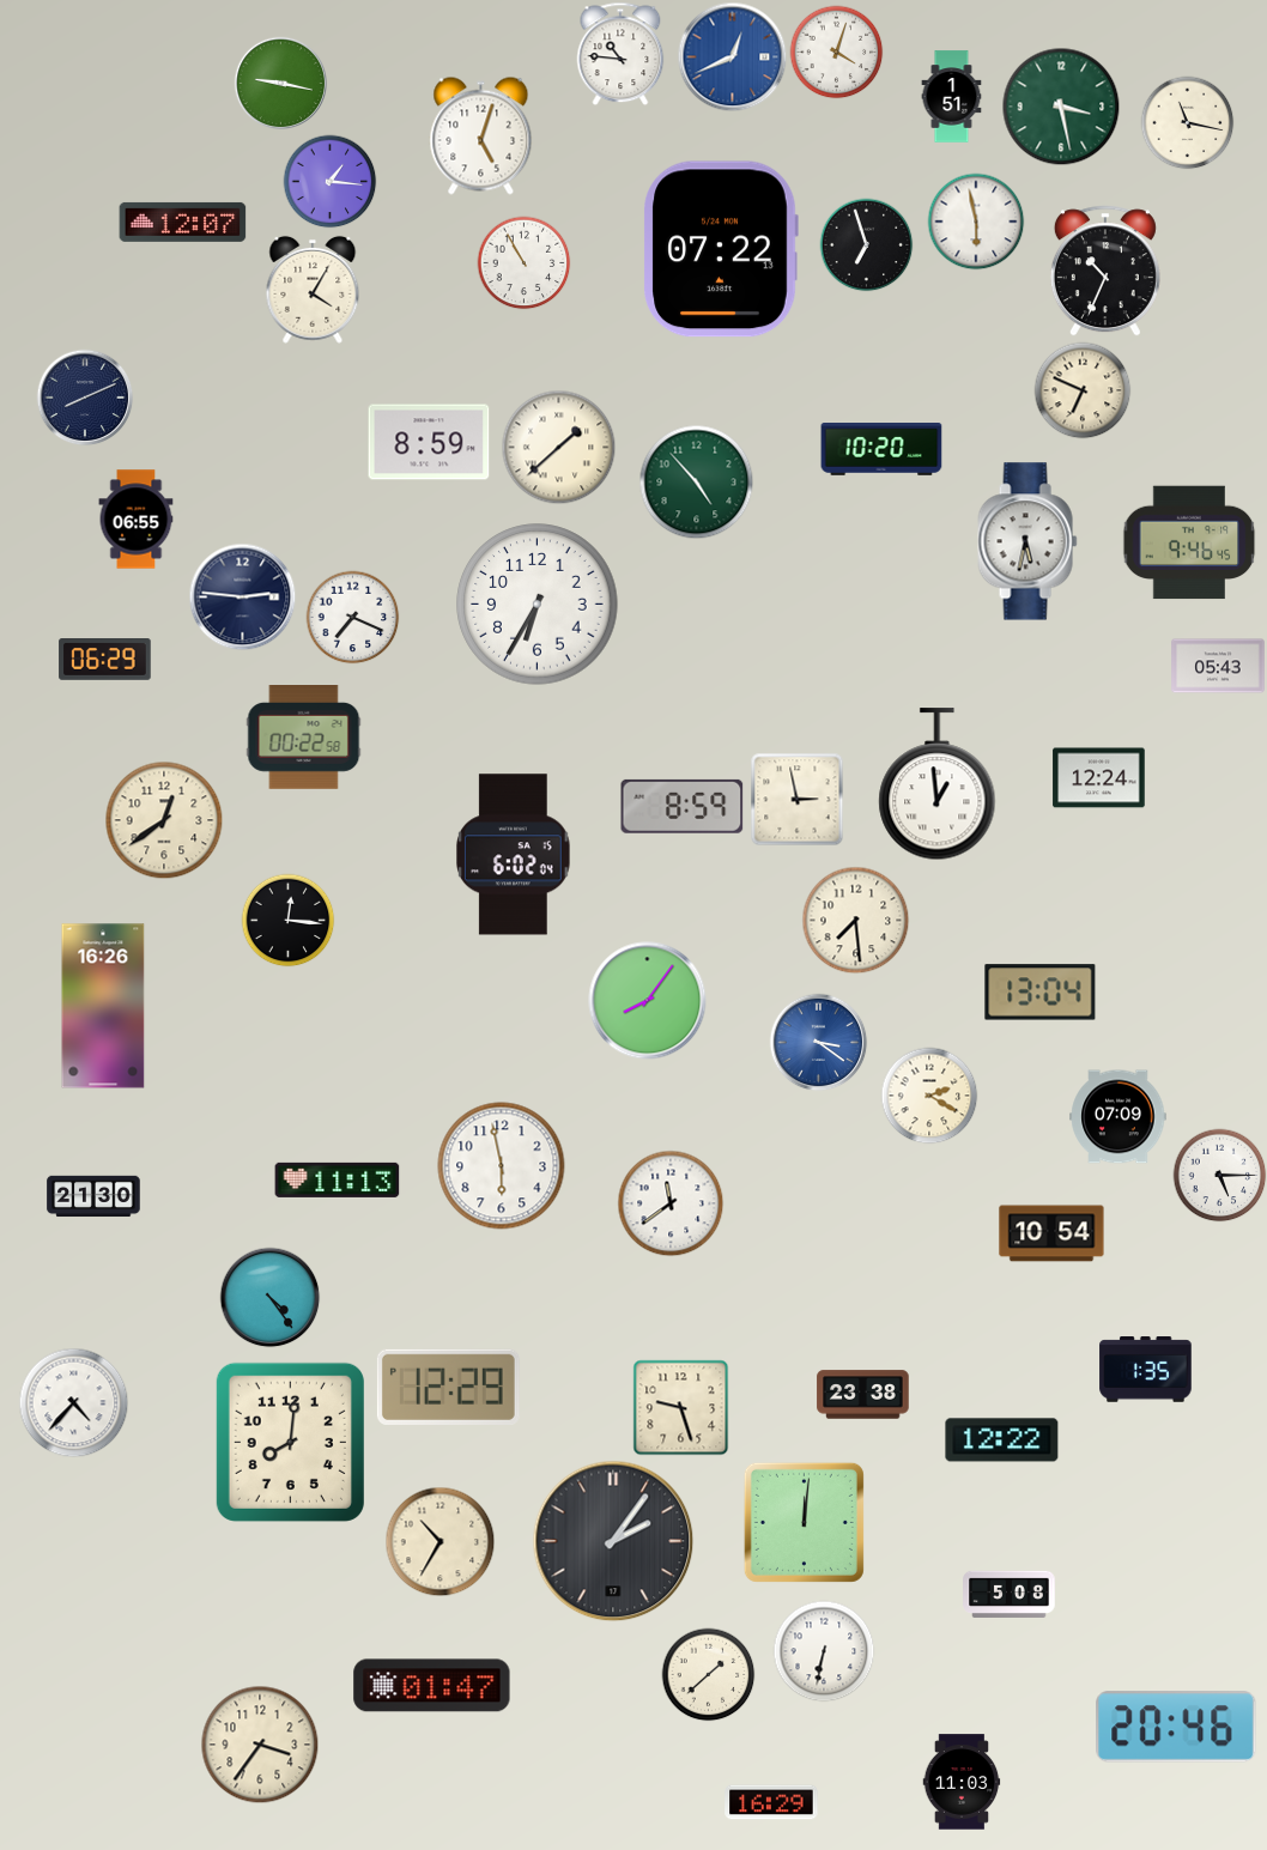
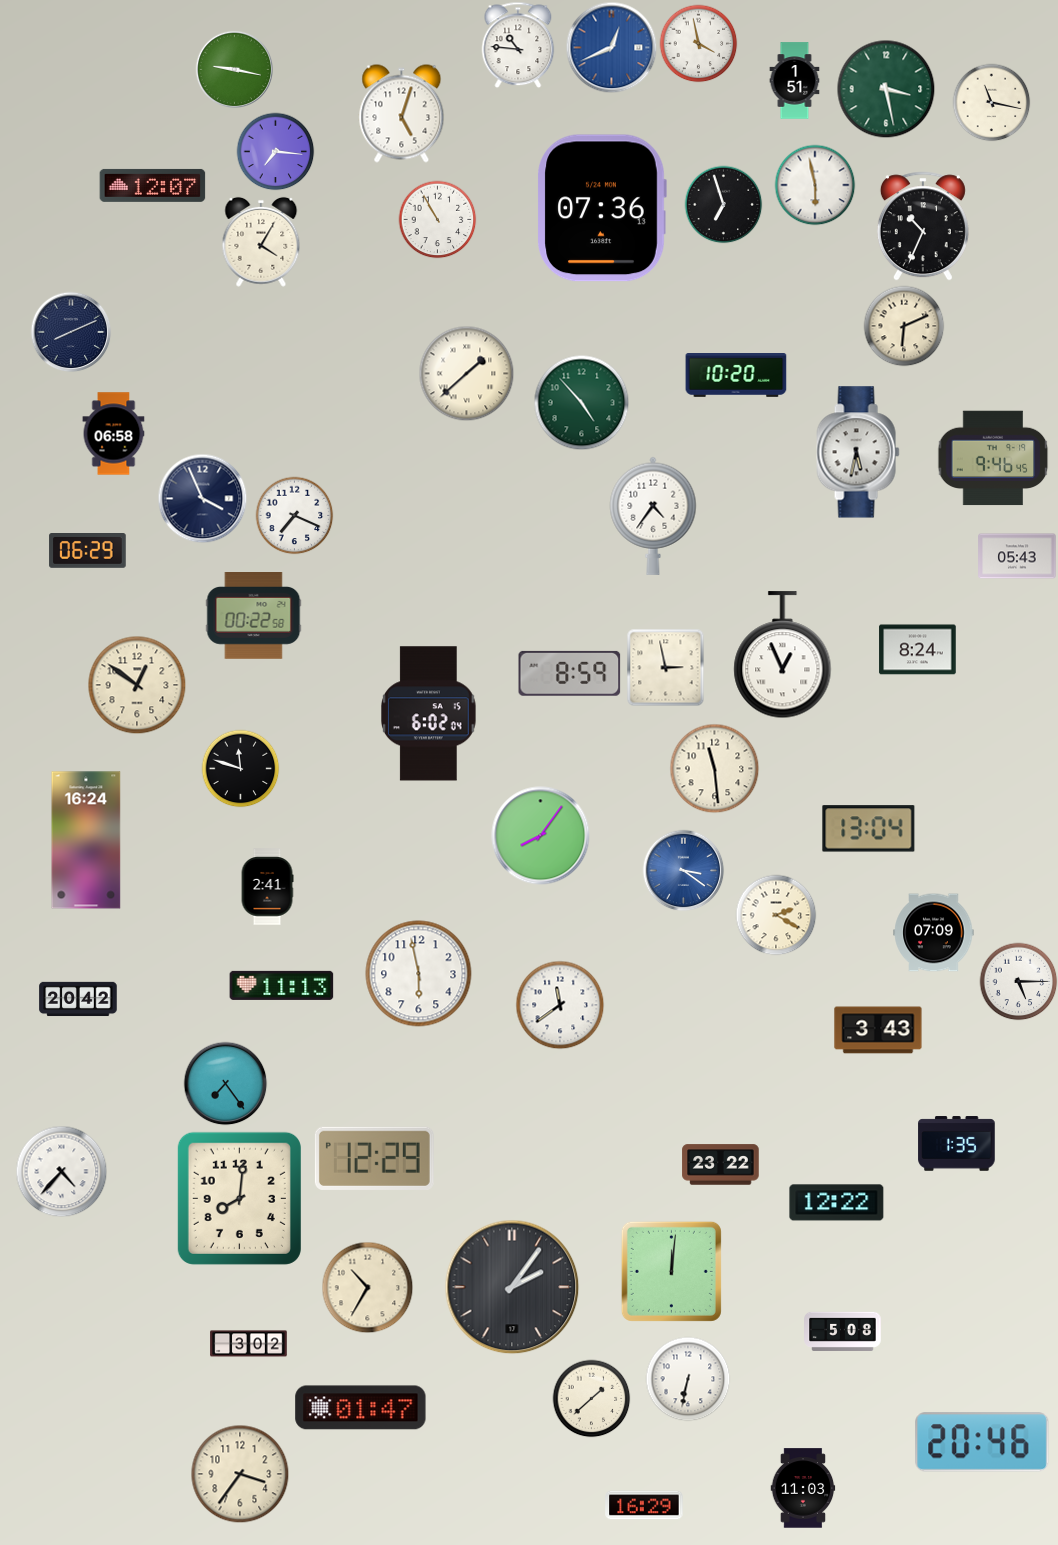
clock at (836, 51): 4:03 -> 3:58
clock at (329, 181): 1:16 -> 7:16
clock at (721, 249): 07:22 -> 07:36
clock at (1083, 390): 6:49 -> 6:11
clock at (429, 442): 8:59 -> none
clock at (137, 520): 06:55 -> 06:58
clock at (1189, 542) position: (1189, 542) -> (993, 458)
clock at (242, 596): 2:46 -> 3:56
clock at (538, 605): 6:35 -> none
clock at (653, 516): none -> 4:36
clock at (1099, 778): 12:24 -> 8:24
clock at (938, 784): 12:59 -> 12:56
clock at (164, 820): 12:39 -> 12:51
clock at (287, 920): 12:16 -> 11:48
clock at (855, 920): 7:29 -> 11:29
clock at (103, 1006): 16:26 -> 16:24
clock at (267, 887): none -> 2:41
clock at (93, 1196): 21:30 -> 20:42
clock at (1051, 1233): 10:54 -> 3:43
clock at (269, 1297): 4:24 -> 7:24
clock at (863, 1395): 23:38 -> 23:22
clock at (680, 1407): 9:27 -> none
clock at (290, 1442) position: (290, 1442) -> (239, 1198)
clock at (249, 1344): none -> 3:02
clock at (260, 1745) position: (260, 1745) -> (240, 1474)
